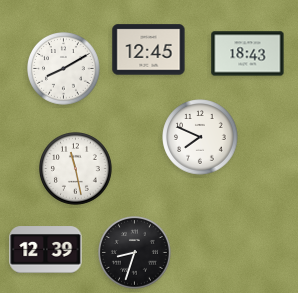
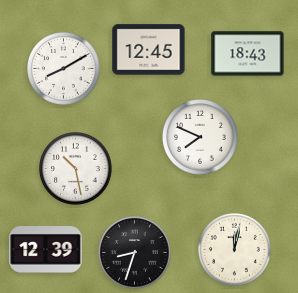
clock at (76, 169): 11:28 -> 10:28
clock at (235, 250): none -> 12:02
